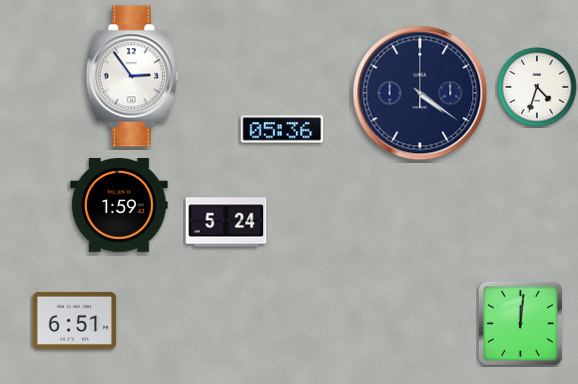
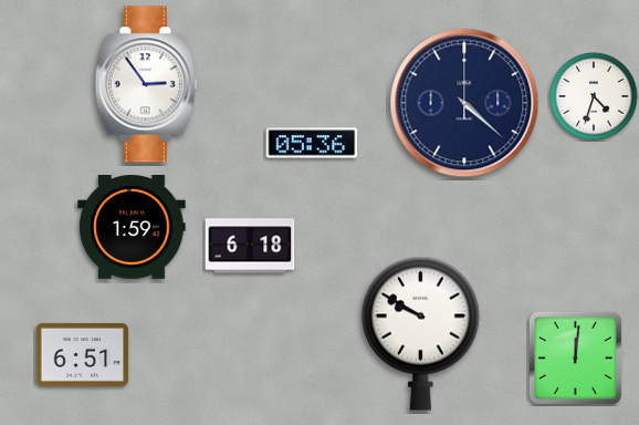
clock at (420, 93): 4:21 -> 4:22
clock at (226, 222): 5:24 -> 6:18
clock at (420, 333): none -> 9:50
